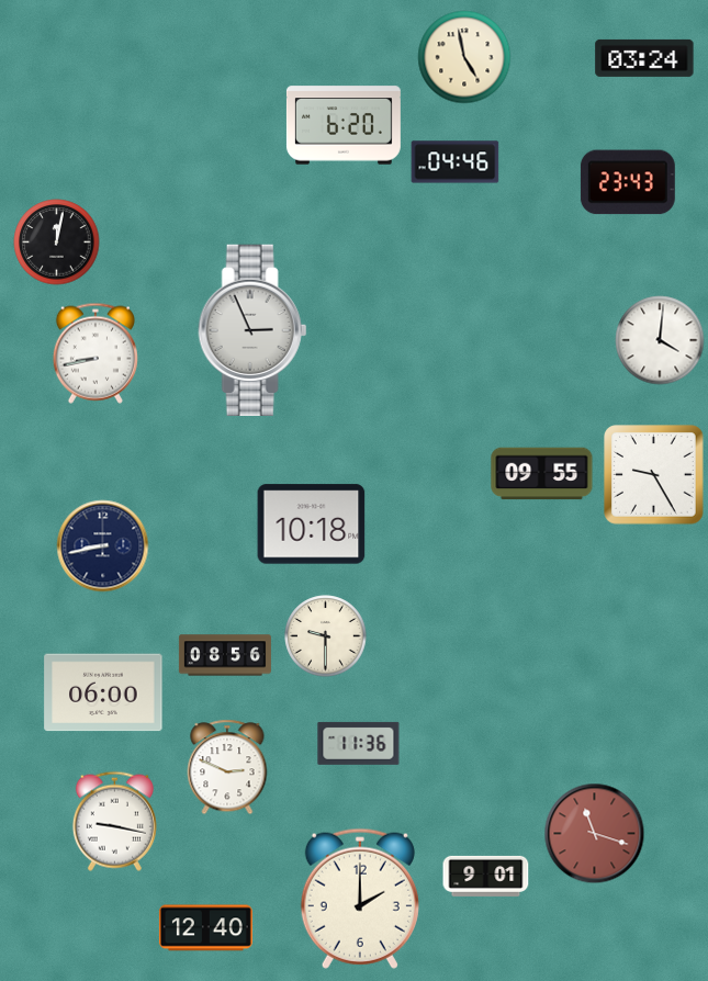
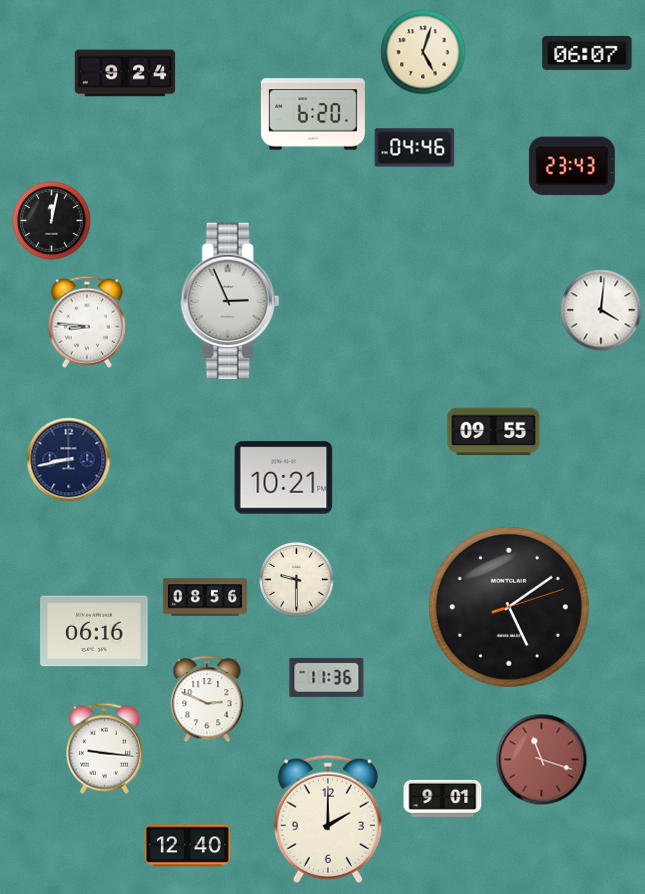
clock at (464, 57): 4:58 -> 5:03
clock at (644, 58): 03:24 -> 06:07
clock at (125, 73): none -> 9:24
clock at (95, 353): 8:43 -> 8:46
clock at (654, 475): 9:25 -> none
clock at (312, 525): 10:18 -> 10:21
clock at (103, 546) position: (103, 546) -> (69, 460)
clock at (509, 607): none -> 5:09
clock at (103, 692): 06:00 -> 06:16
clock at (114, 821): 9:17 -> 9:16
